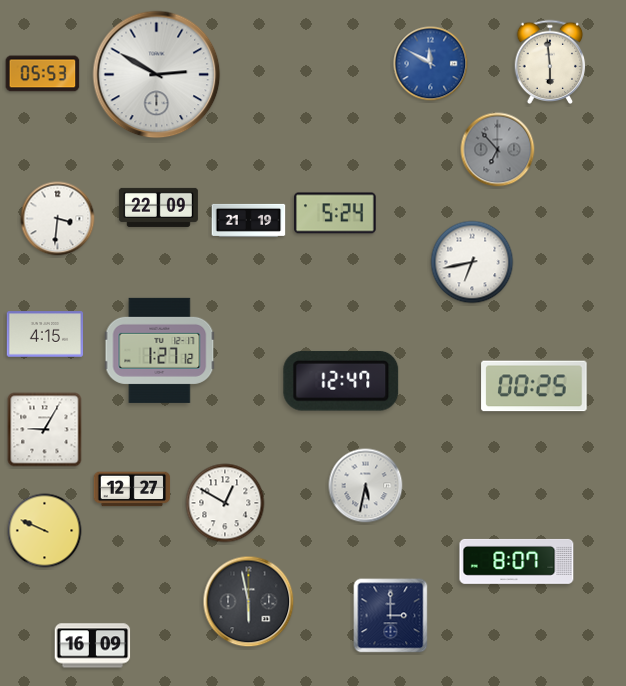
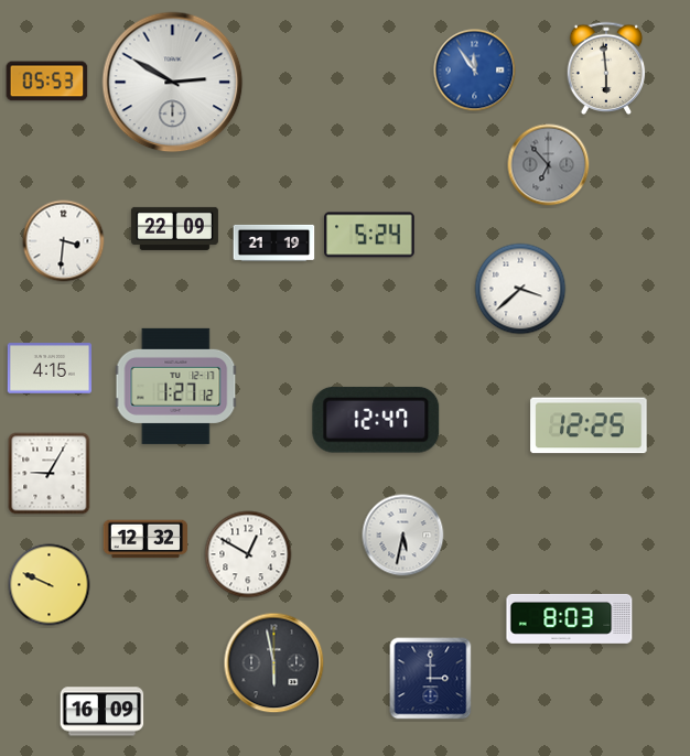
clock at (431, 64): 11:50 -> 11:54
clock at (472, 262): 6:43 -> 3:38
clock at (534, 386): 00:25 -> 12:25
clock at (132, 489): 12:27 -> 12:32
clock at (517, 561): 8:07 -> 8:03
